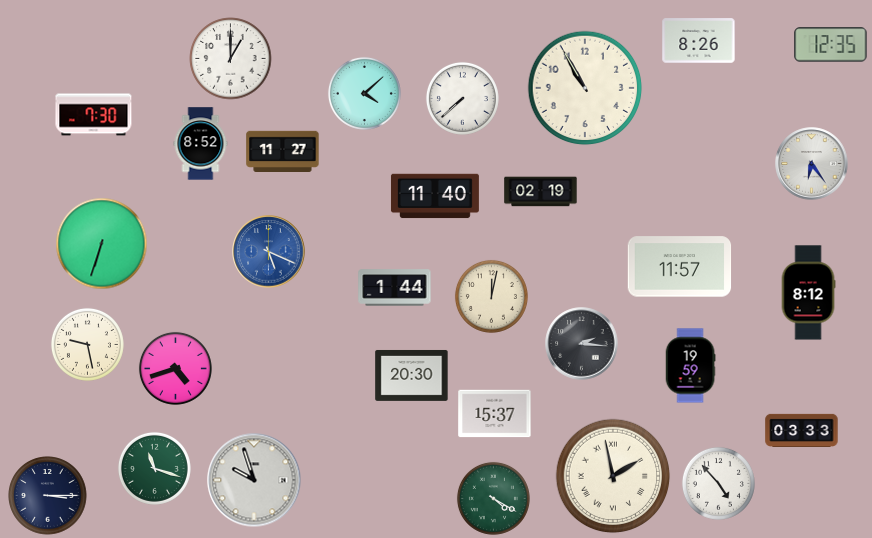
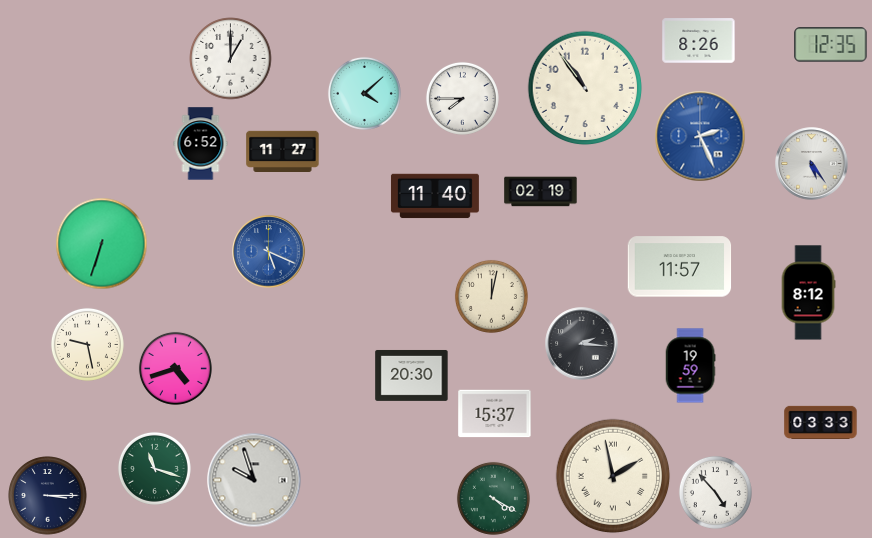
clock at (585, 88): 10:55 -> 10:54
clock at (462, 98): 7:38 -> 7:45
clock at (94, 115): 7:30 -> none
clock at (700, 136): none -> 2:26
clock at (201, 144): 8:52 -> 6:52
clock at (812, 164): 6:24 -> 5:24
clock at (395, 288): 1:44 -> none
clock at (802, 430) position: (802, 430) -> (821, 422)
clock at (718, 483) position: (718, 483) -> (715, 492)
